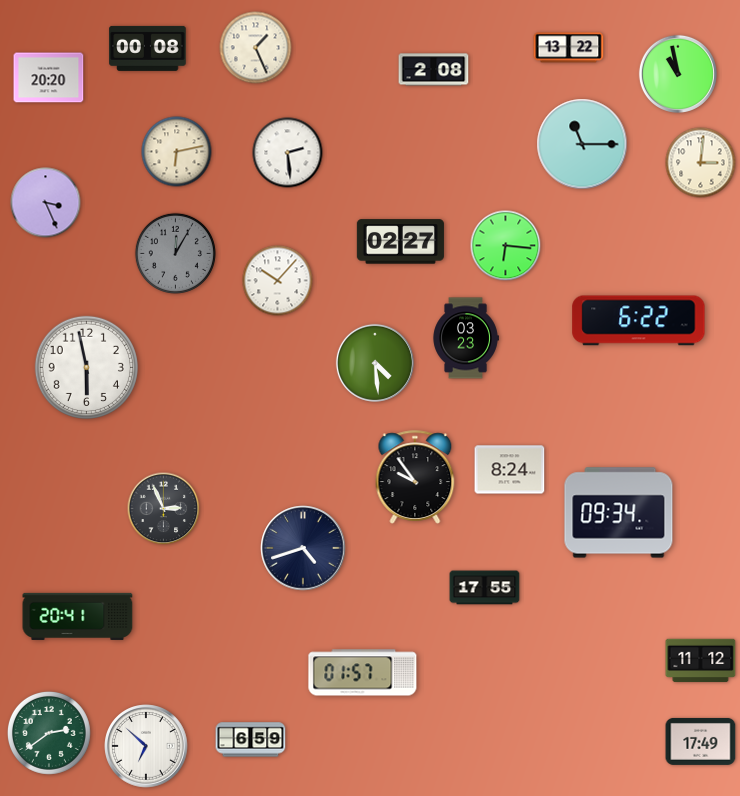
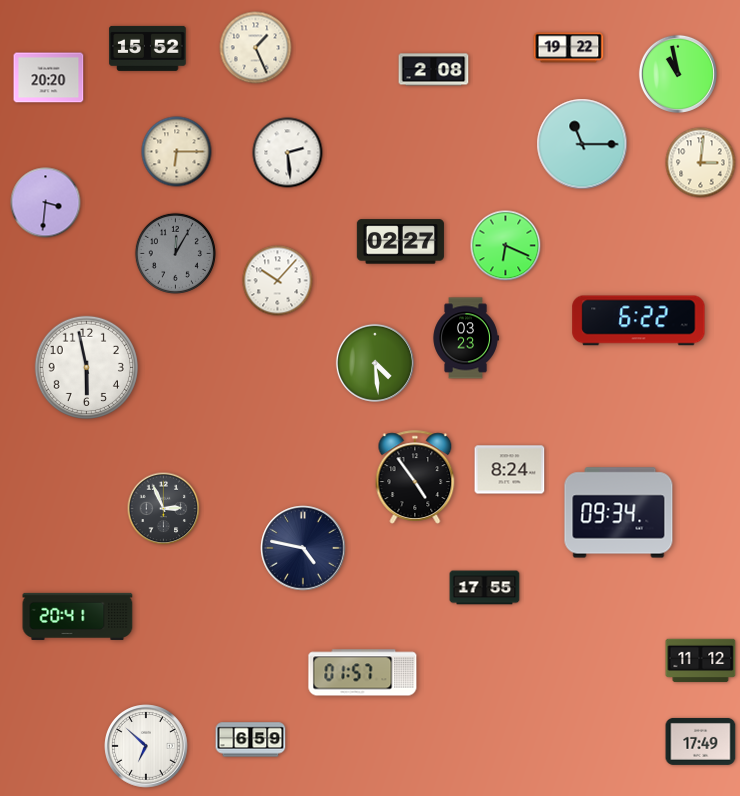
clock at (148, 48): 00:08 -> 15:52
clock at (569, 48): 13:22 -> 19:22
clock at (177, 152): 6:13 -> 6:15
clock at (46, 203): 3:26 -> 3:31
clock at (506, 246): 6:16 -> 6:19
clock at (415, 477): 9:54 -> 4:54
clock at (303, 548): 4:42 -> 4:47
clock at (49, 733): 2:39 -> none
